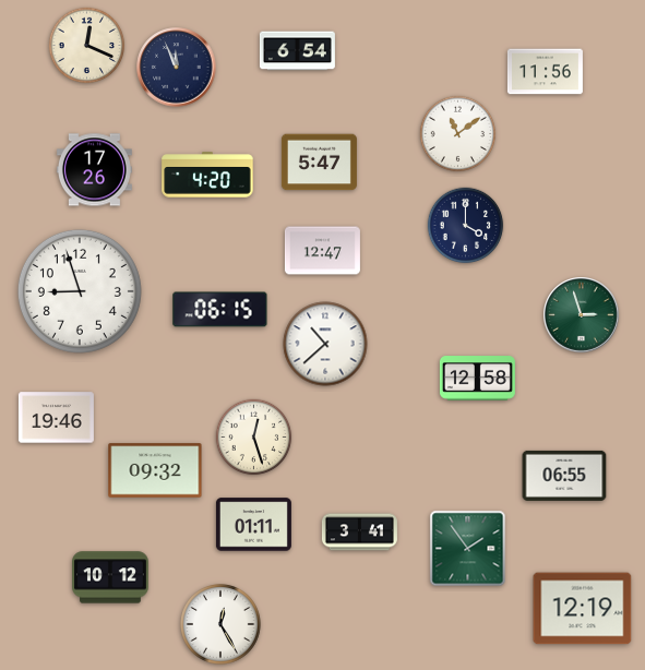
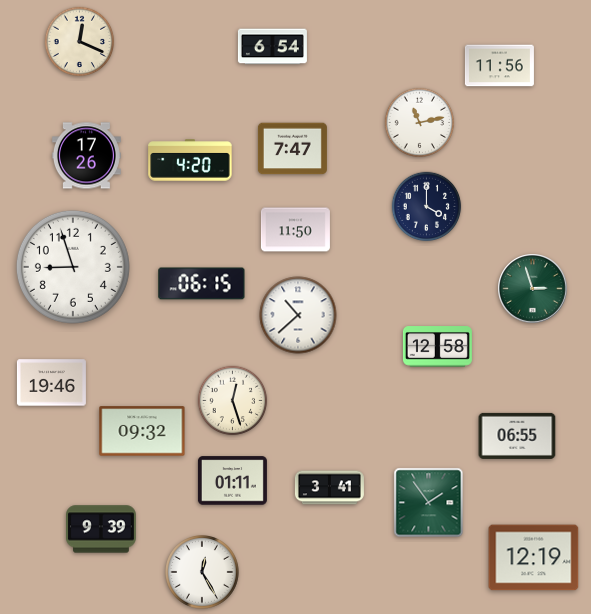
clock at (177, 68): 11:56 -> none
clock at (458, 134): 11:09 -> 11:13
clock at (319, 163): 5:47 -> 7:47
clock at (322, 251): 12:47 -> 11:50
clock at (111, 577): 10:12 -> 9:39
